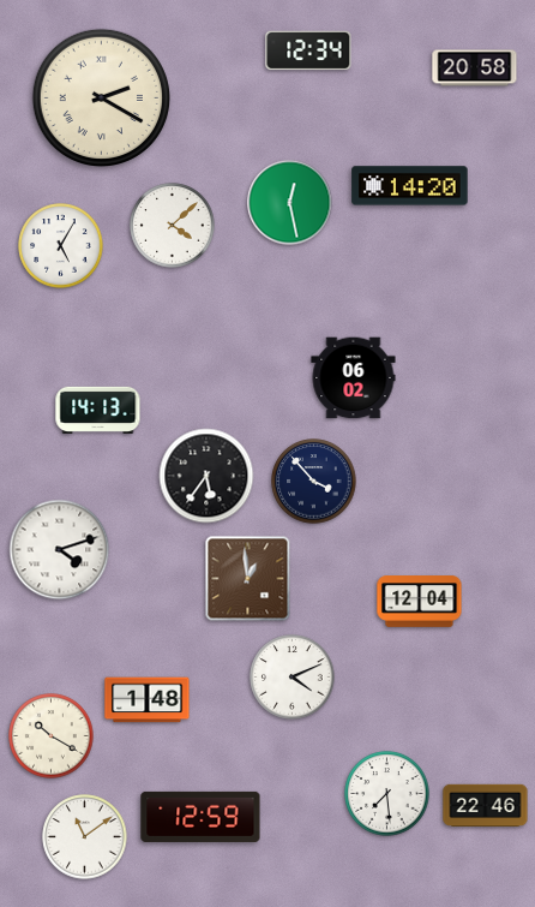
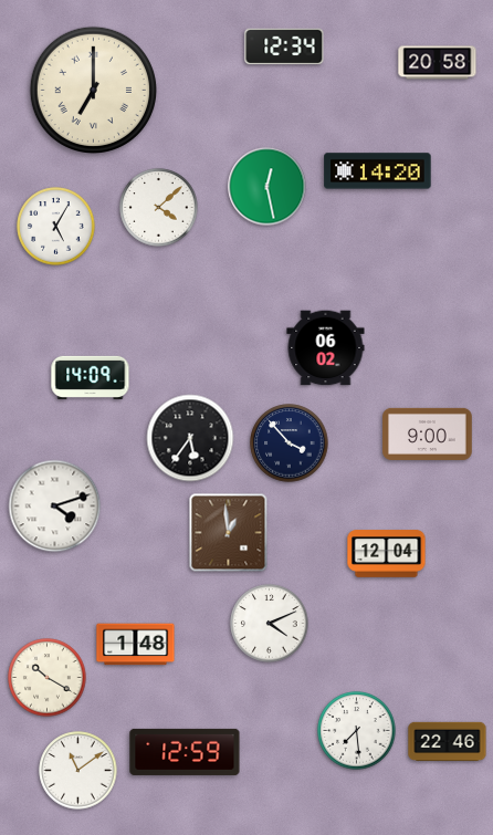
clock at (101, 97): 2:20 -> 7:00
clock at (98, 410): 14:13 -> 14:09
clock at (428, 434): none -> 9:00
